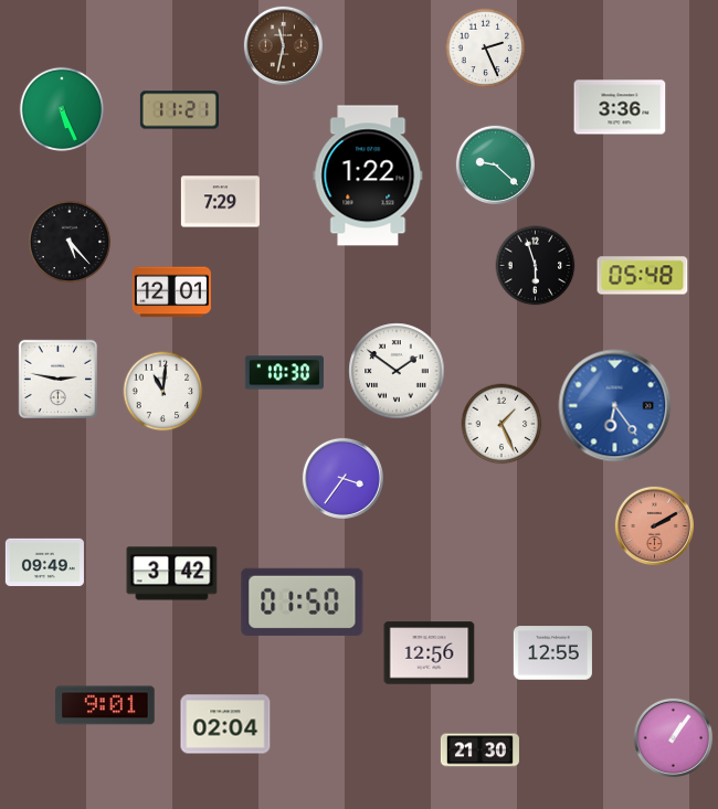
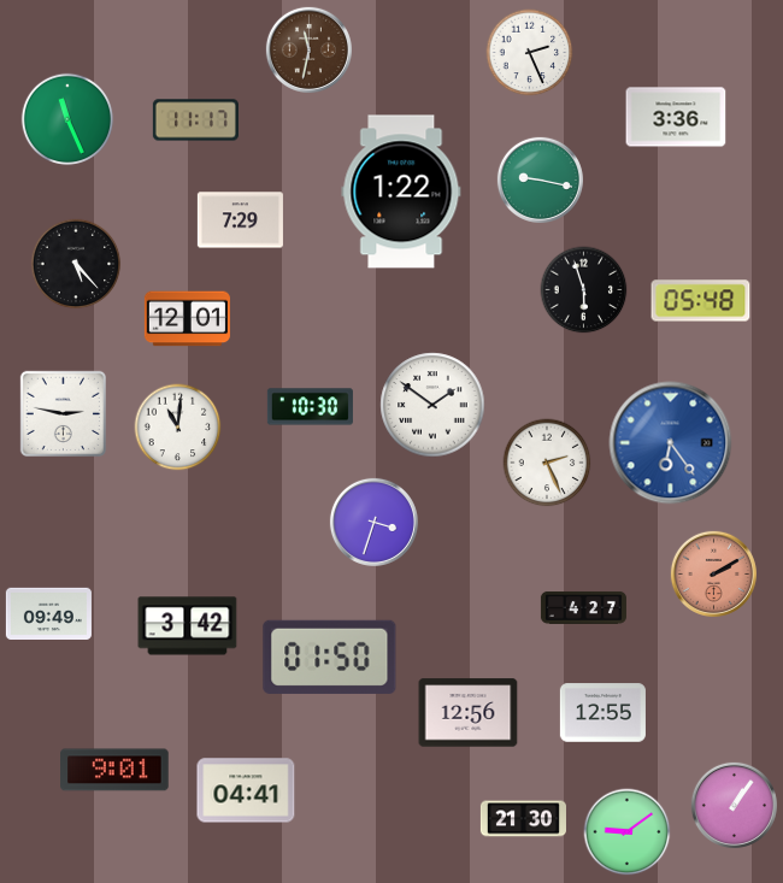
clock at (62, 109): 5:26 -> 11:26
clock at (179, 110): 11:21 -> 11:17
clock at (495, 164): 9:22 -> 9:17
clock at (501, 424): 1:26 -> 2:26
clock at (342, 478): 3:36 -> 3:33
clock at (583, 607): none -> 4:27
clock at (225, 724): 02:04 -> 04:41
clock at (628, 832): none -> 9:09
